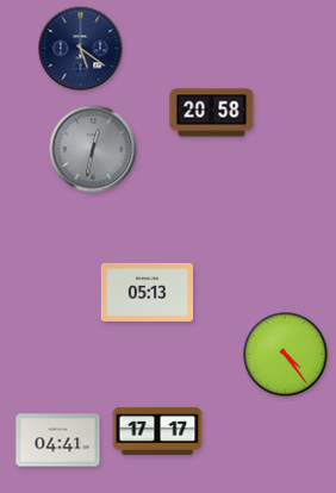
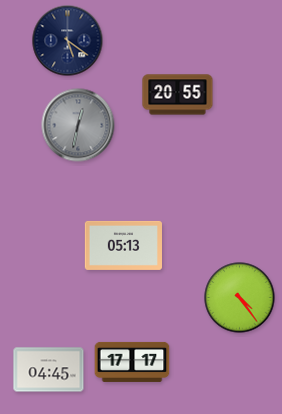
clock at (212, 113): 20:58 -> 20:55
clock at (58, 441): 04:41 -> 04:45
